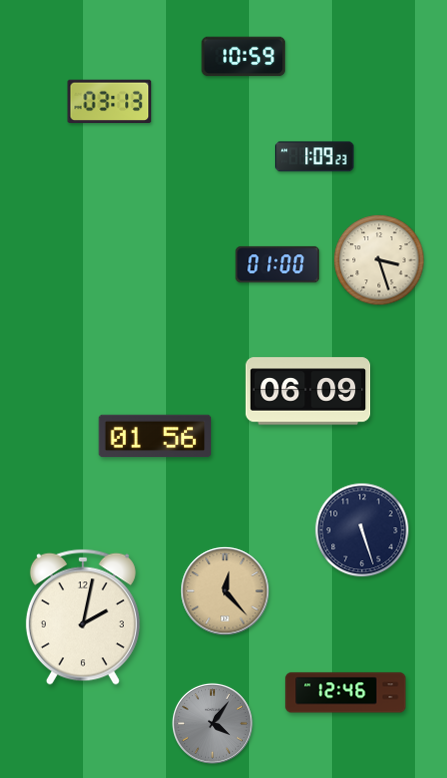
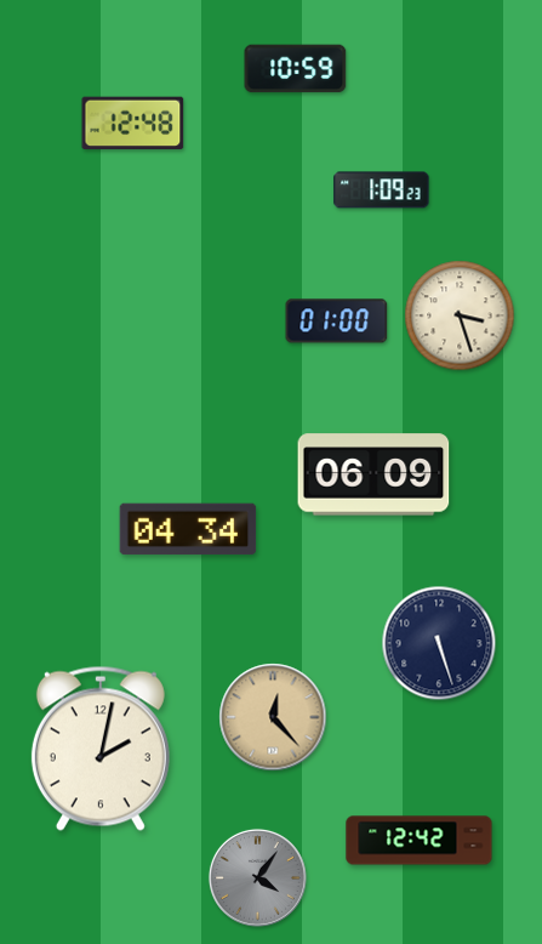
clock at (110, 101): 03:13 -> 12:48
clock at (155, 436): 01:56 -> 04:34
clock at (346, 693): 12:46 -> 12:42
